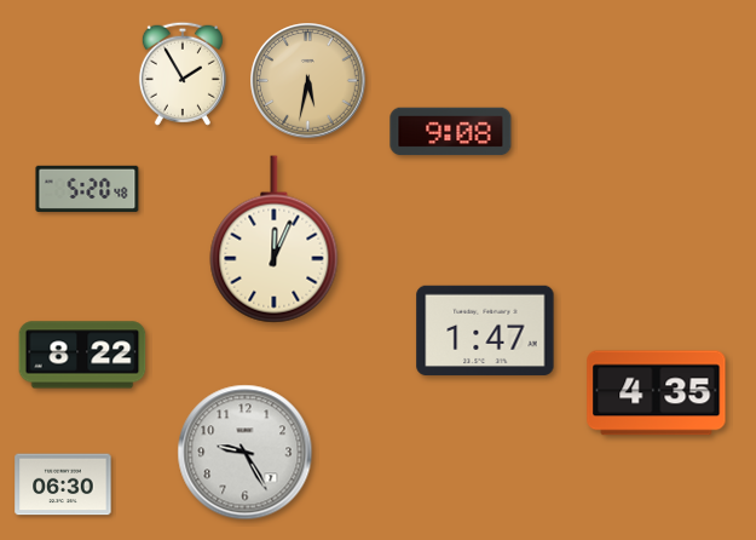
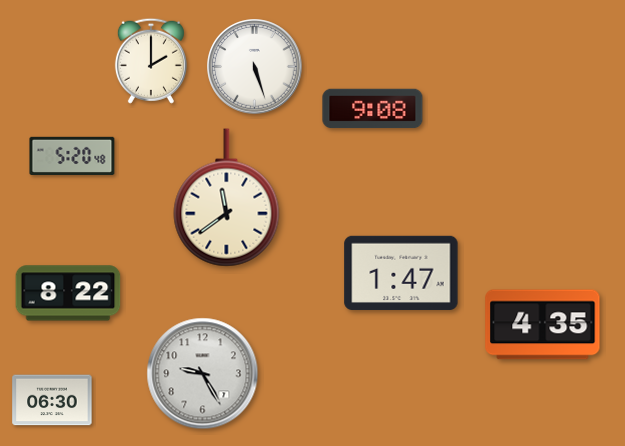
clock at (183, 74): 1:55 -> 2:00
clock at (308, 81): 5:32 -> 5:27
clock at (308, 81) dial: champagne -> white
clock at (275, 240): 12:04 -> 11:39
